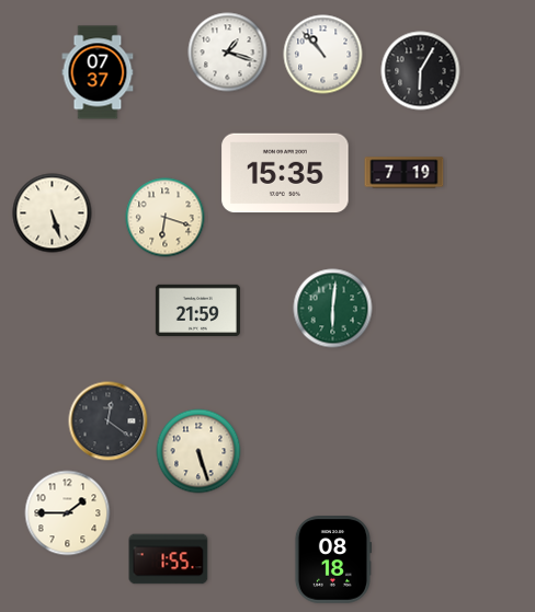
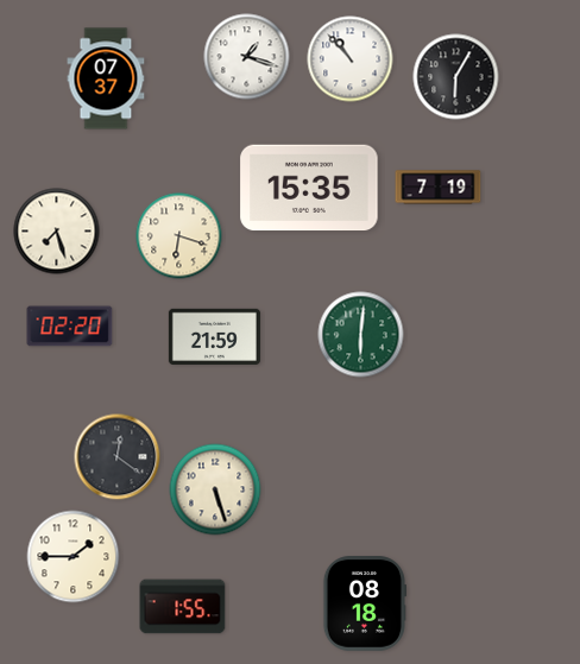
clock at (53, 213): 5:27 -> 7:27
clock at (70, 327): none -> 02:20
clock at (332, 559) position: (332, 559) -> (364, 603)
